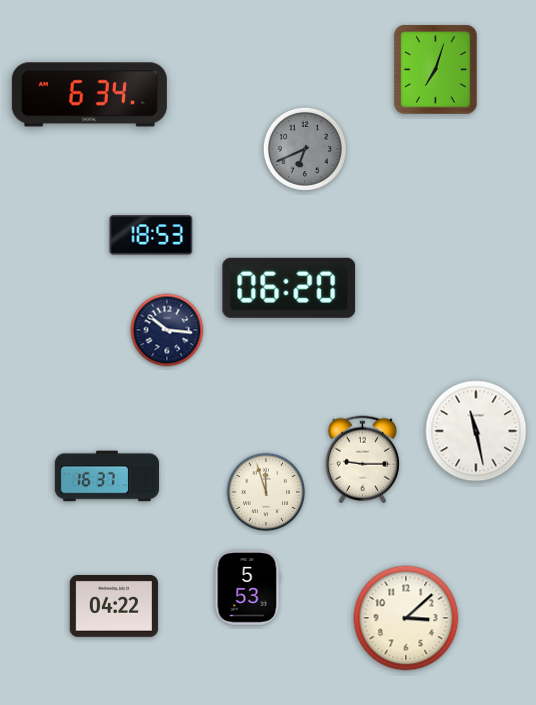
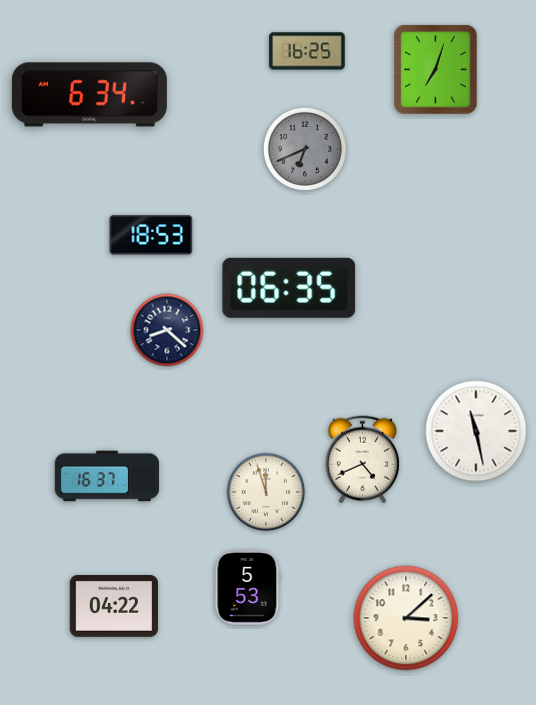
clock at (307, 51): none -> 16:25
clock at (289, 288): 06:20 -> 06:35
clock at (167, 330): 10:16 -> 8:22
clock at (362, 460): 9:15 -> 4:41
